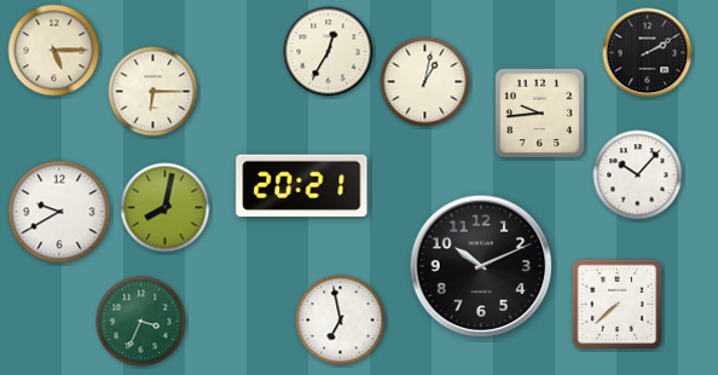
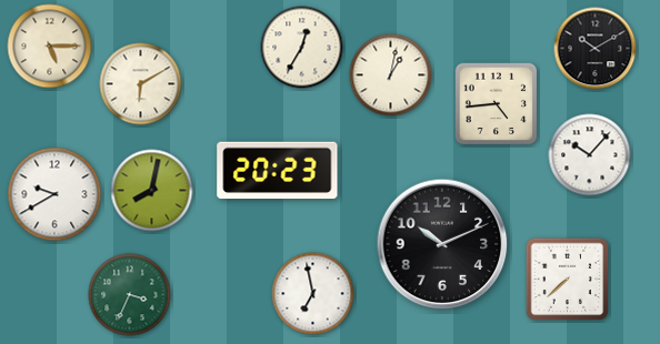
clock at (648, 53): 2:10 -> 10:10
clock at (154, 92): 6:15 -> 6:10
clock at (540, 114): 9:44 -> 4:44
clock at (638, 175) position: (638, 175) -> (590, 155)
clock at (302, 186): 20:21 -> 20:23
